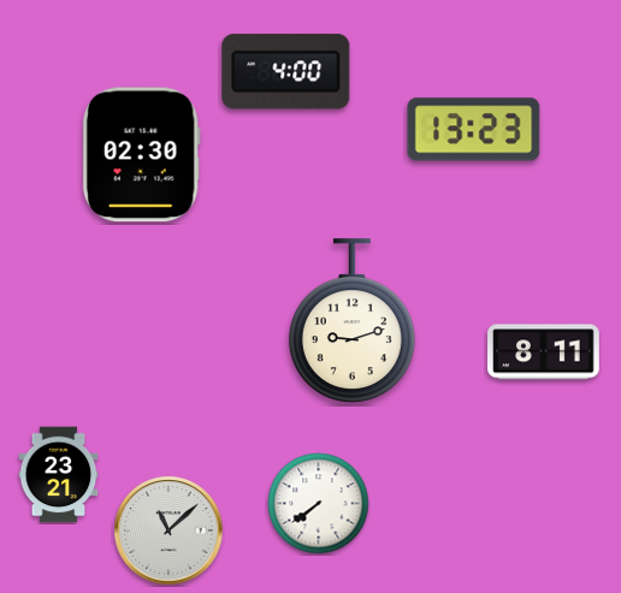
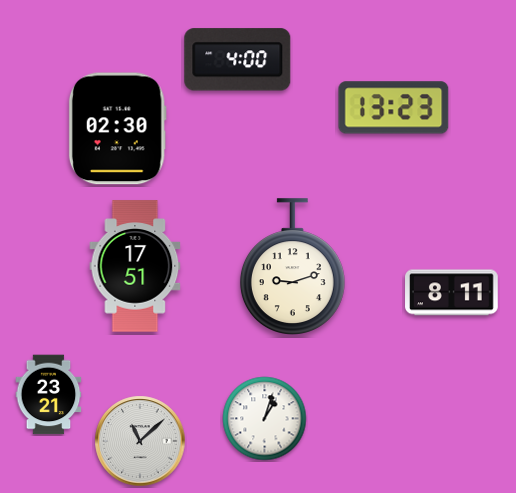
clock at (135, 266): none -> 17:51
clock at (319, 504): 7:39 -> 1:03
